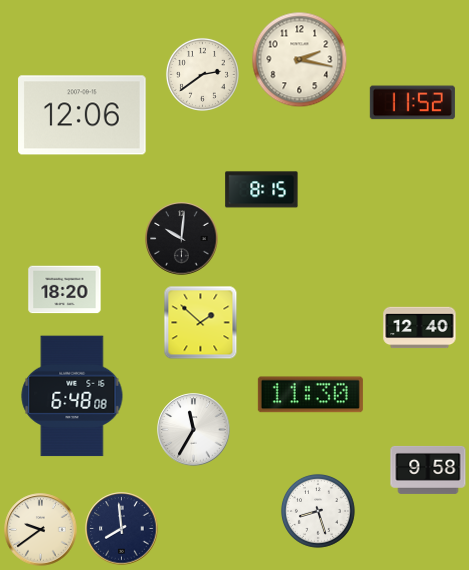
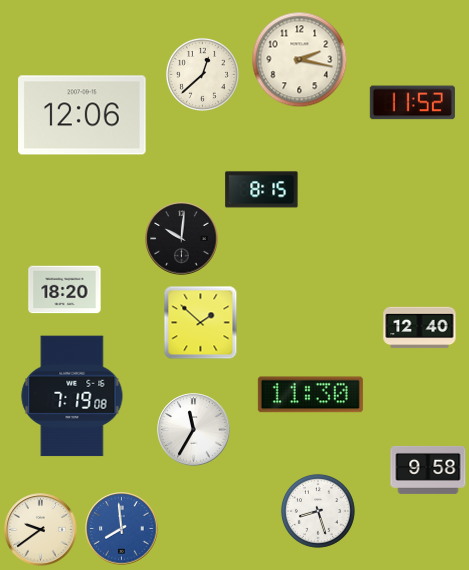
clock at (202, 74): 2:39 -> 12:38
clock at (72, 396): 6:48 -> 7:19
clock at (122, 529) dial: navy -> blue
